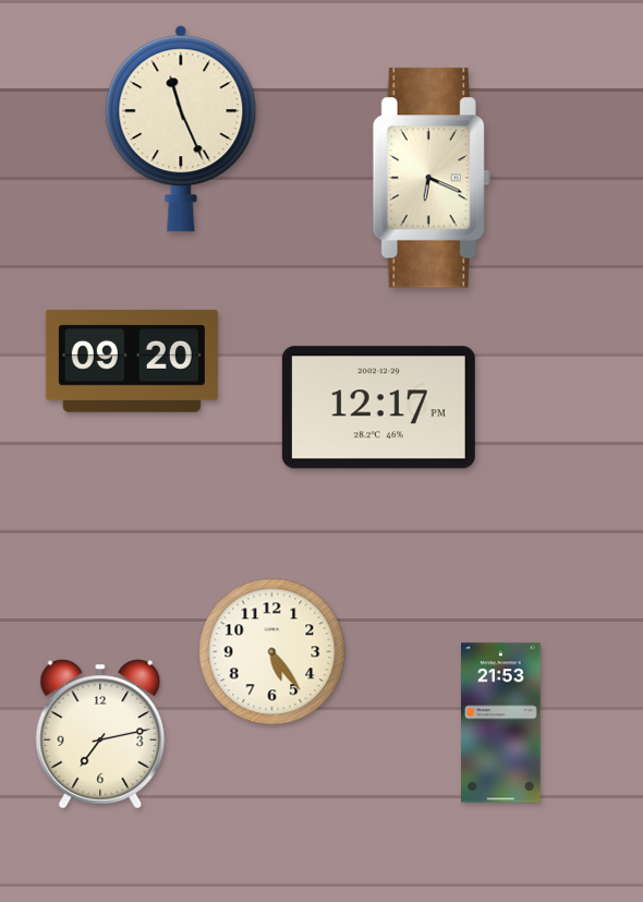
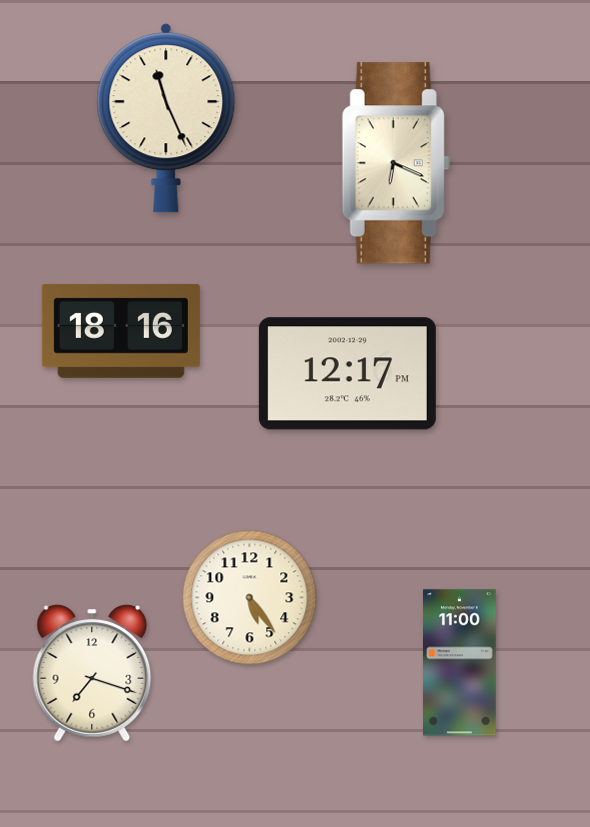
clock at (132, 361): 09:20 -> 18:16
clock at (501, 723): 21:53 -> 11:00
clock at (100, 734): 7:13 -> 7:18
